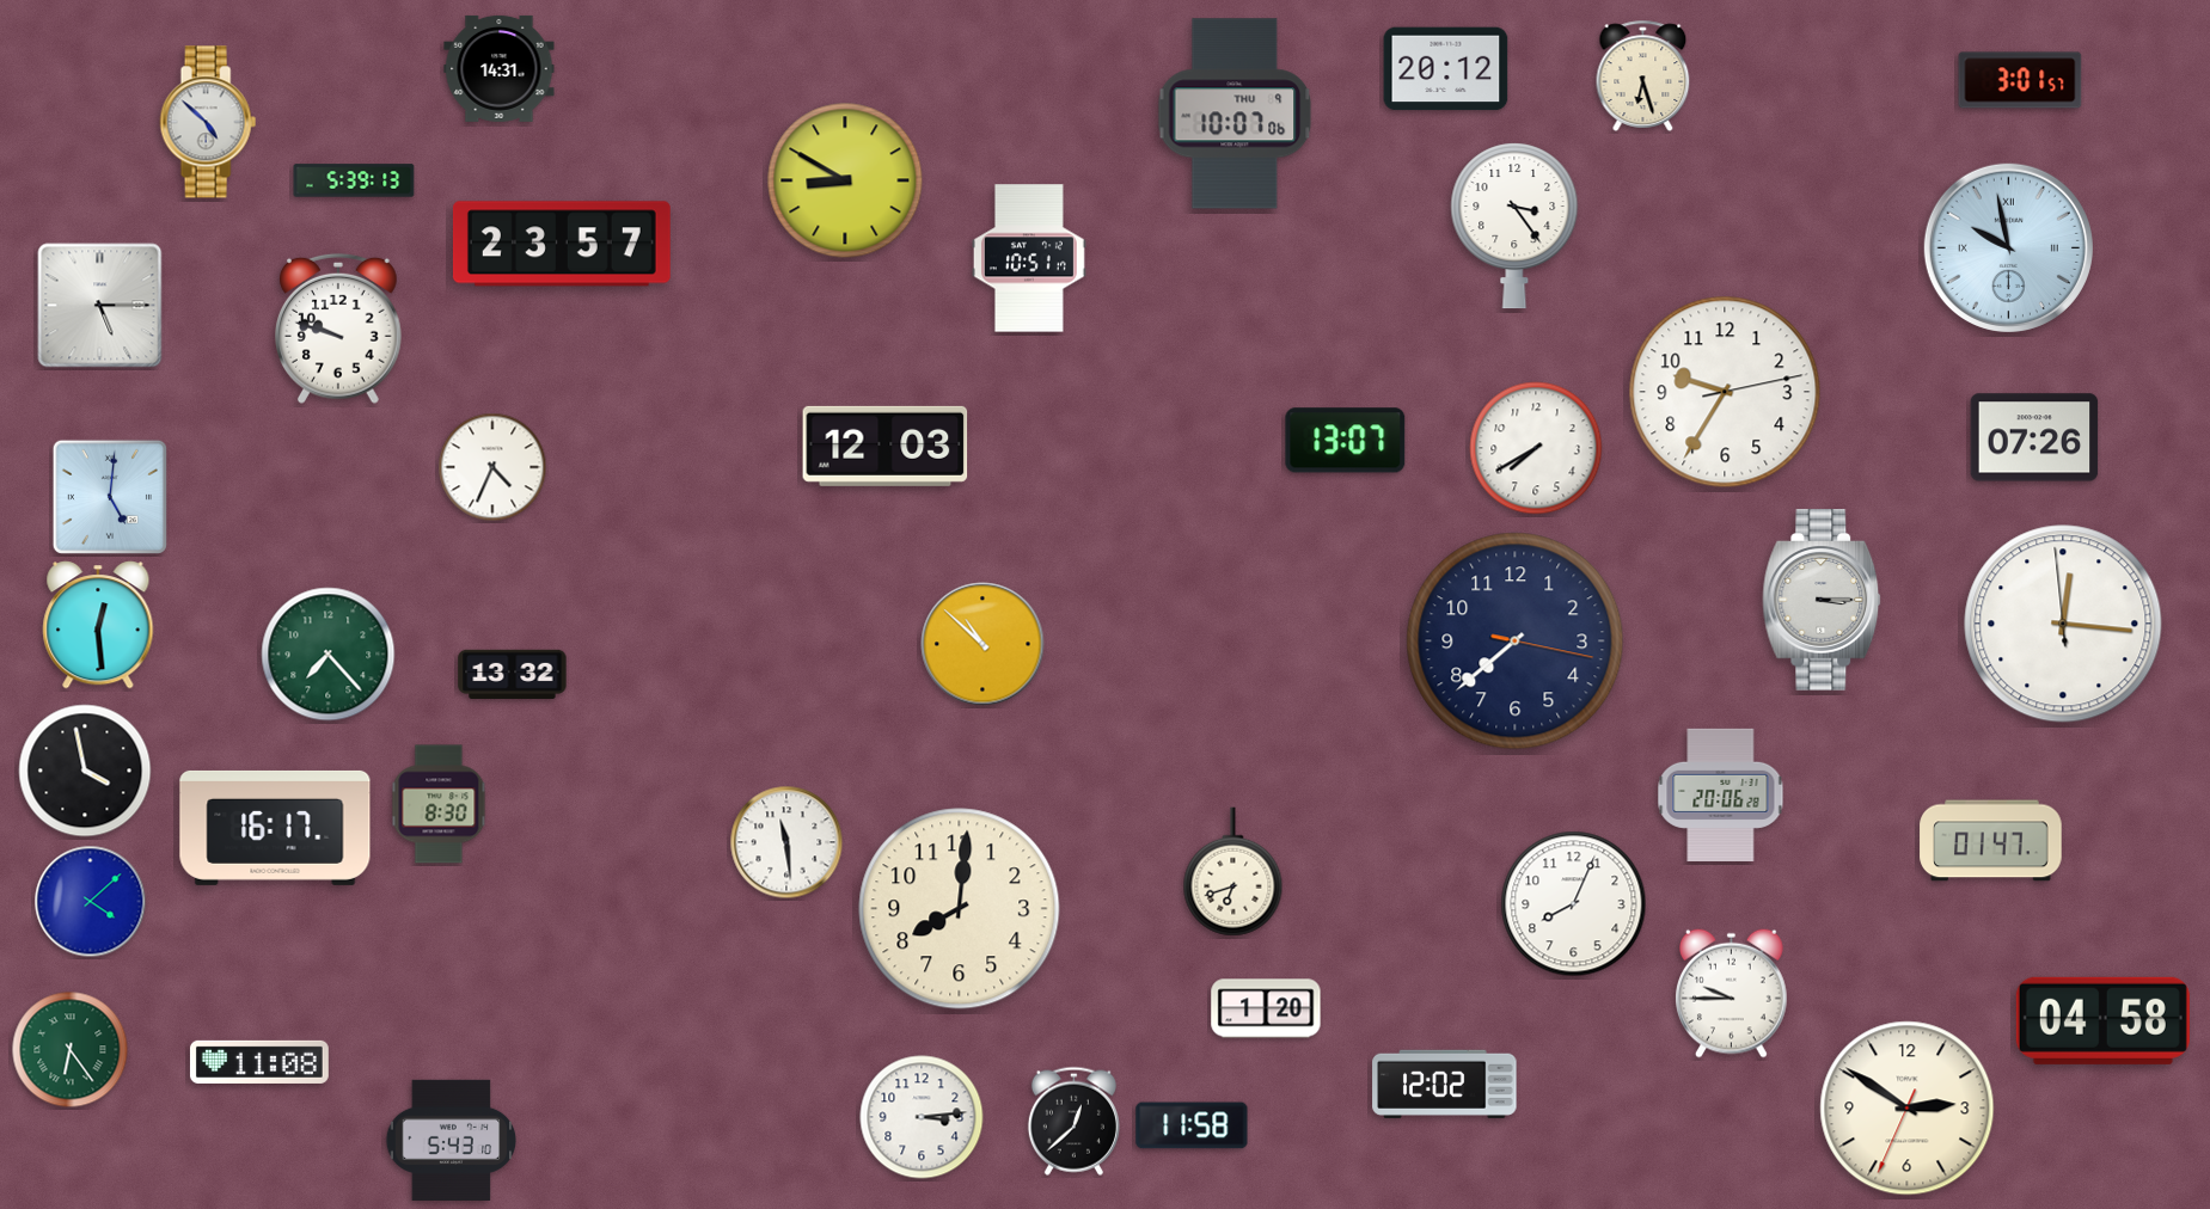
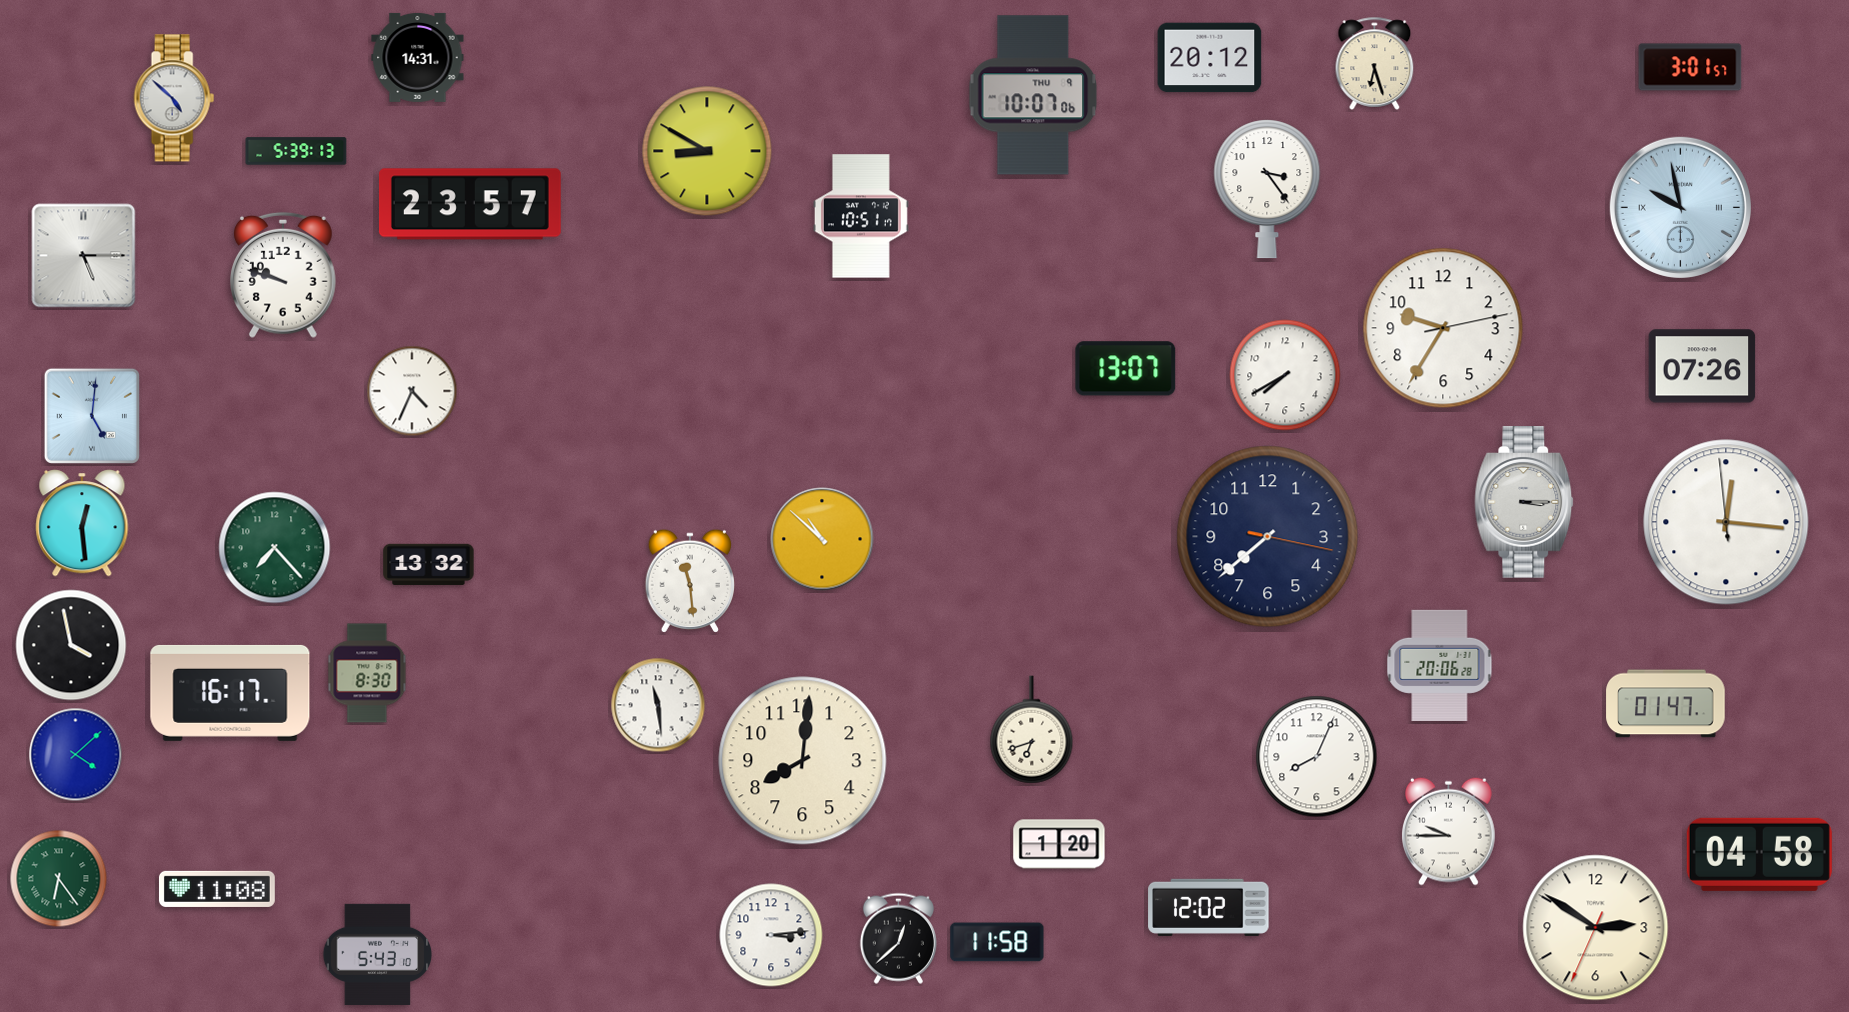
clock at (208, 122) position: (208, 122) -> (174, 98)
clock at (886, 446): 12:03 -> none
clock at (690, 581): none -> 11:29
